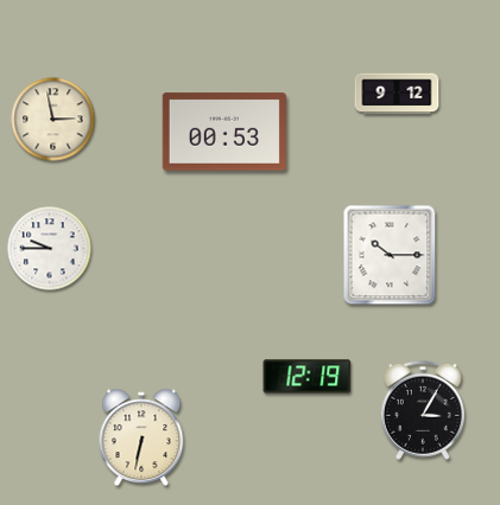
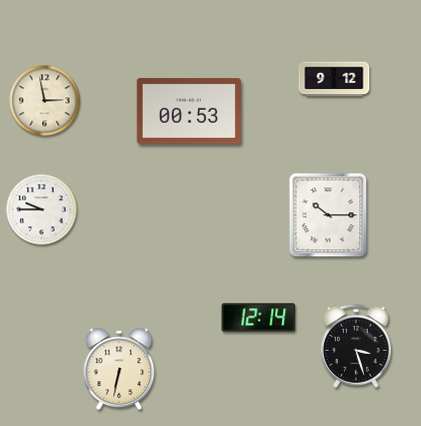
clock at (308, 377): 12:19 -> 12:14
clock at (423, 410): 3:05 -> 3:27
